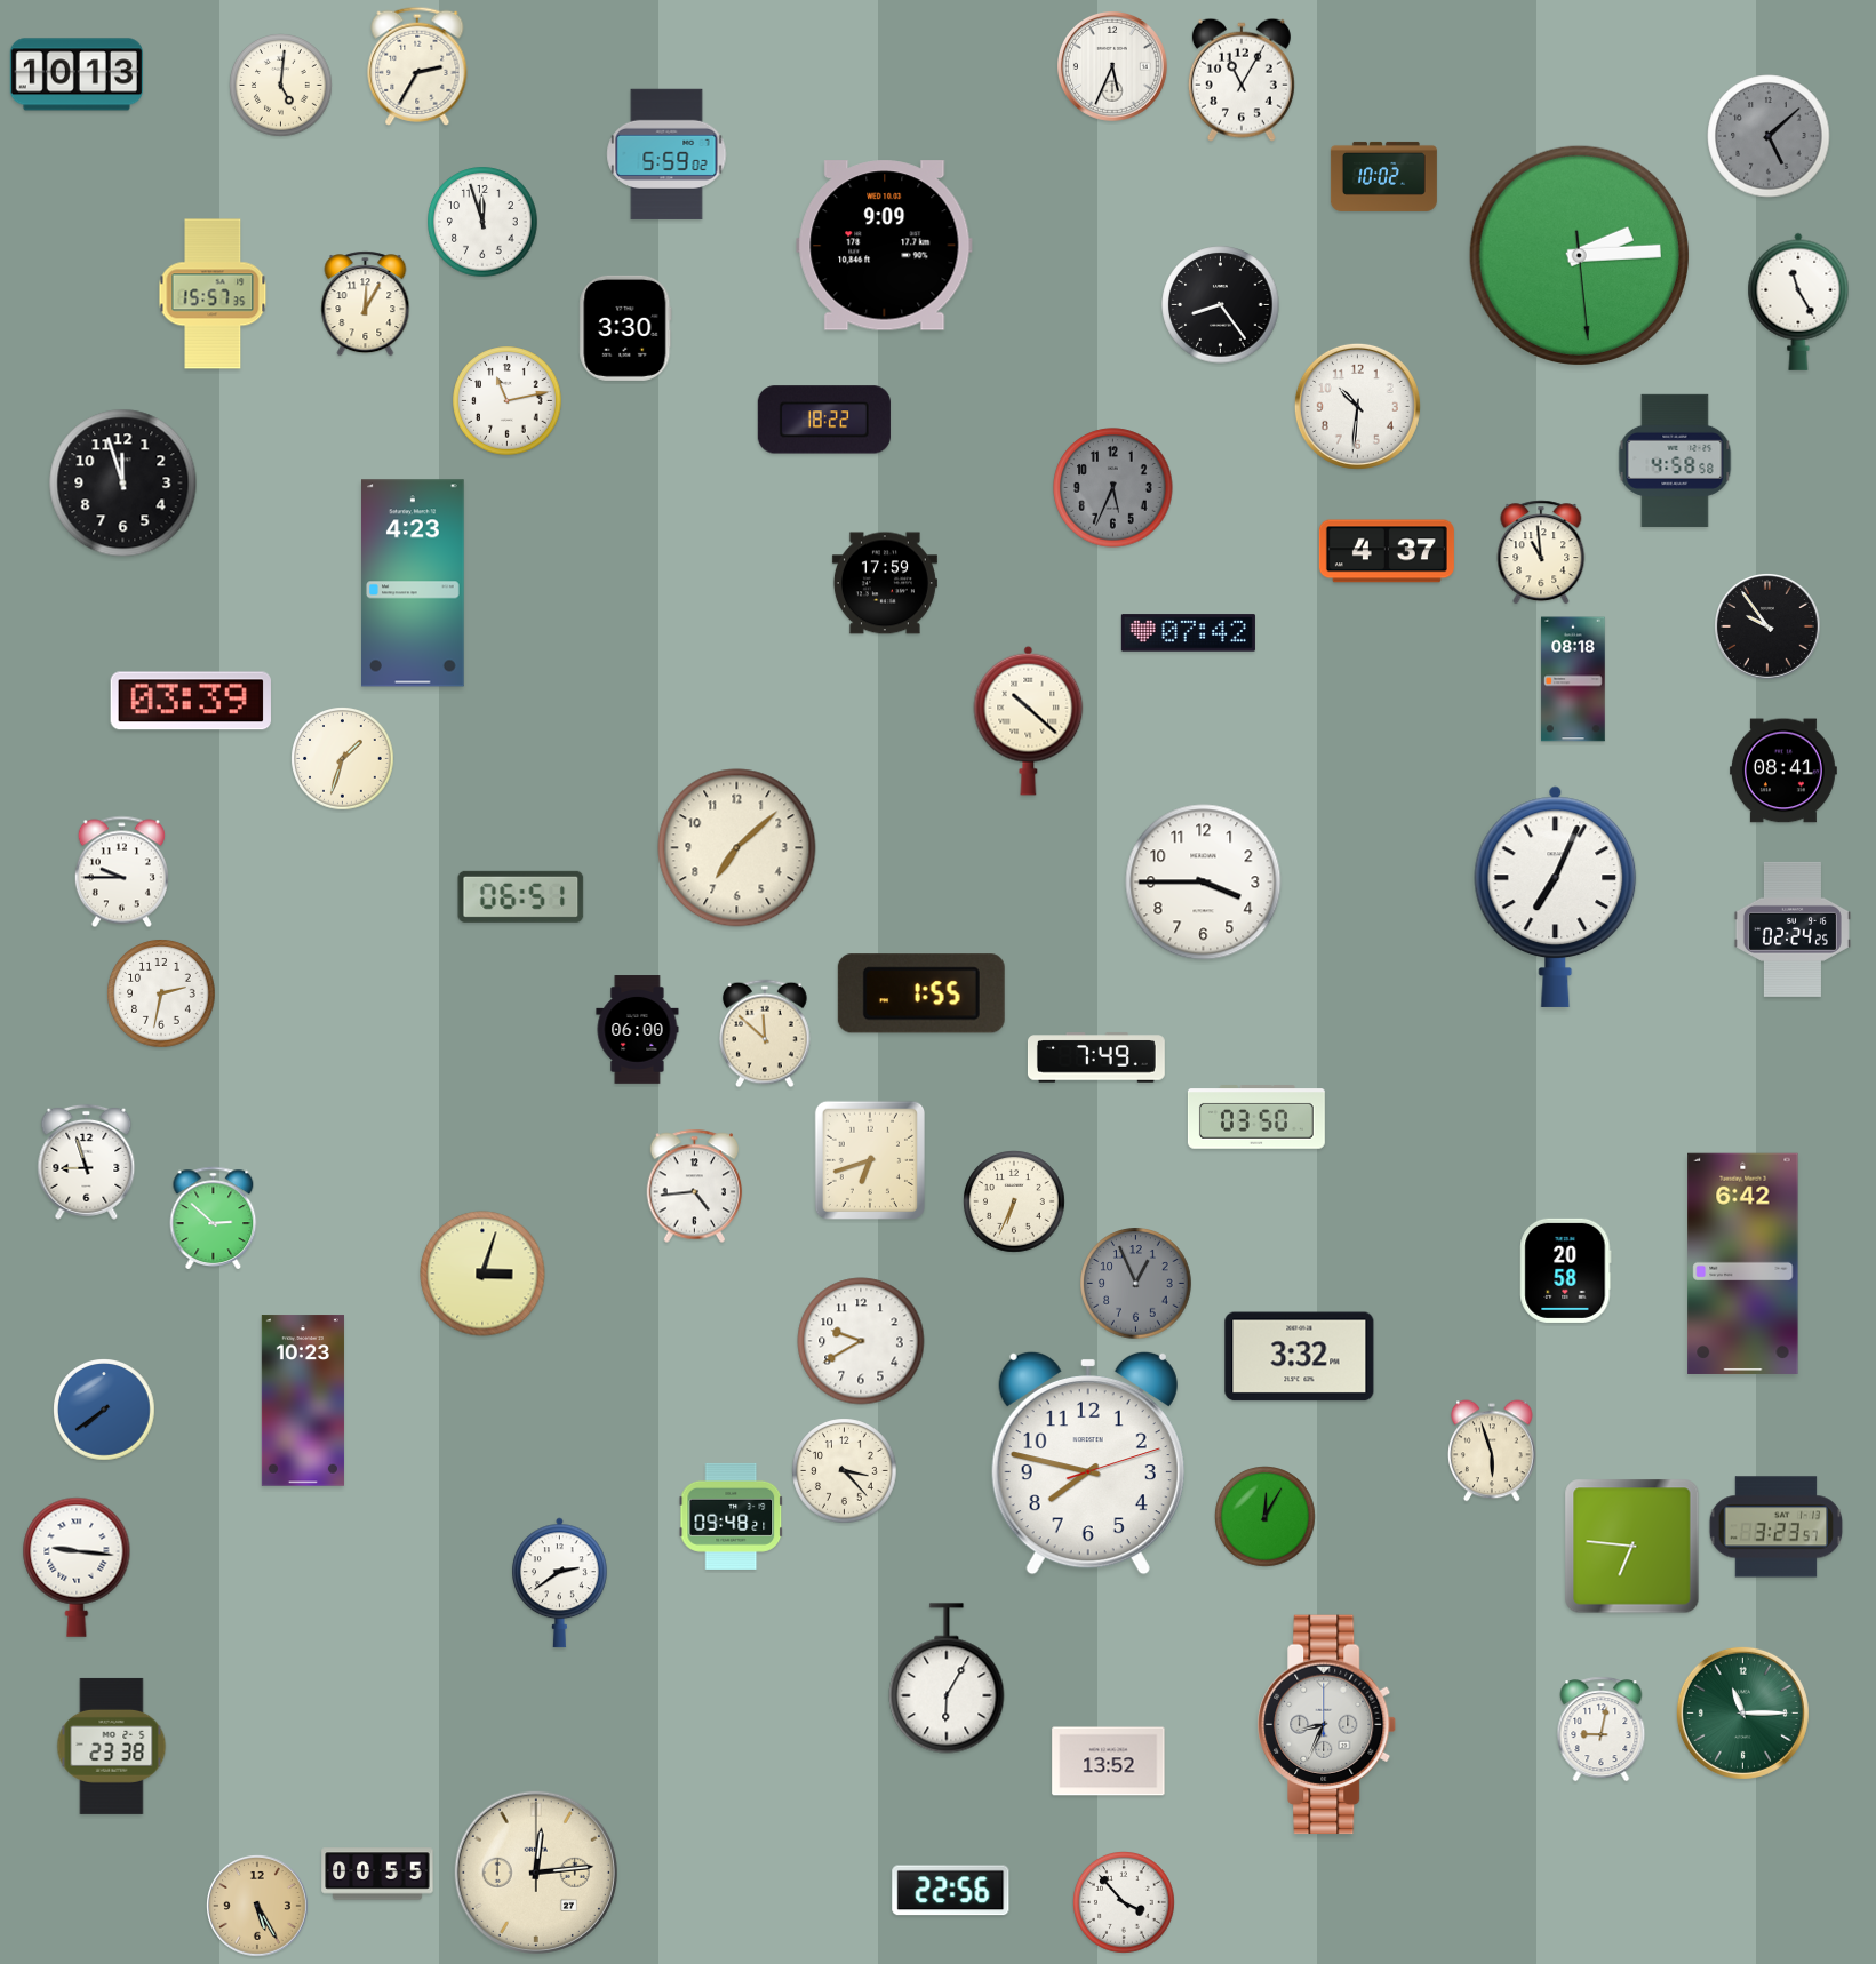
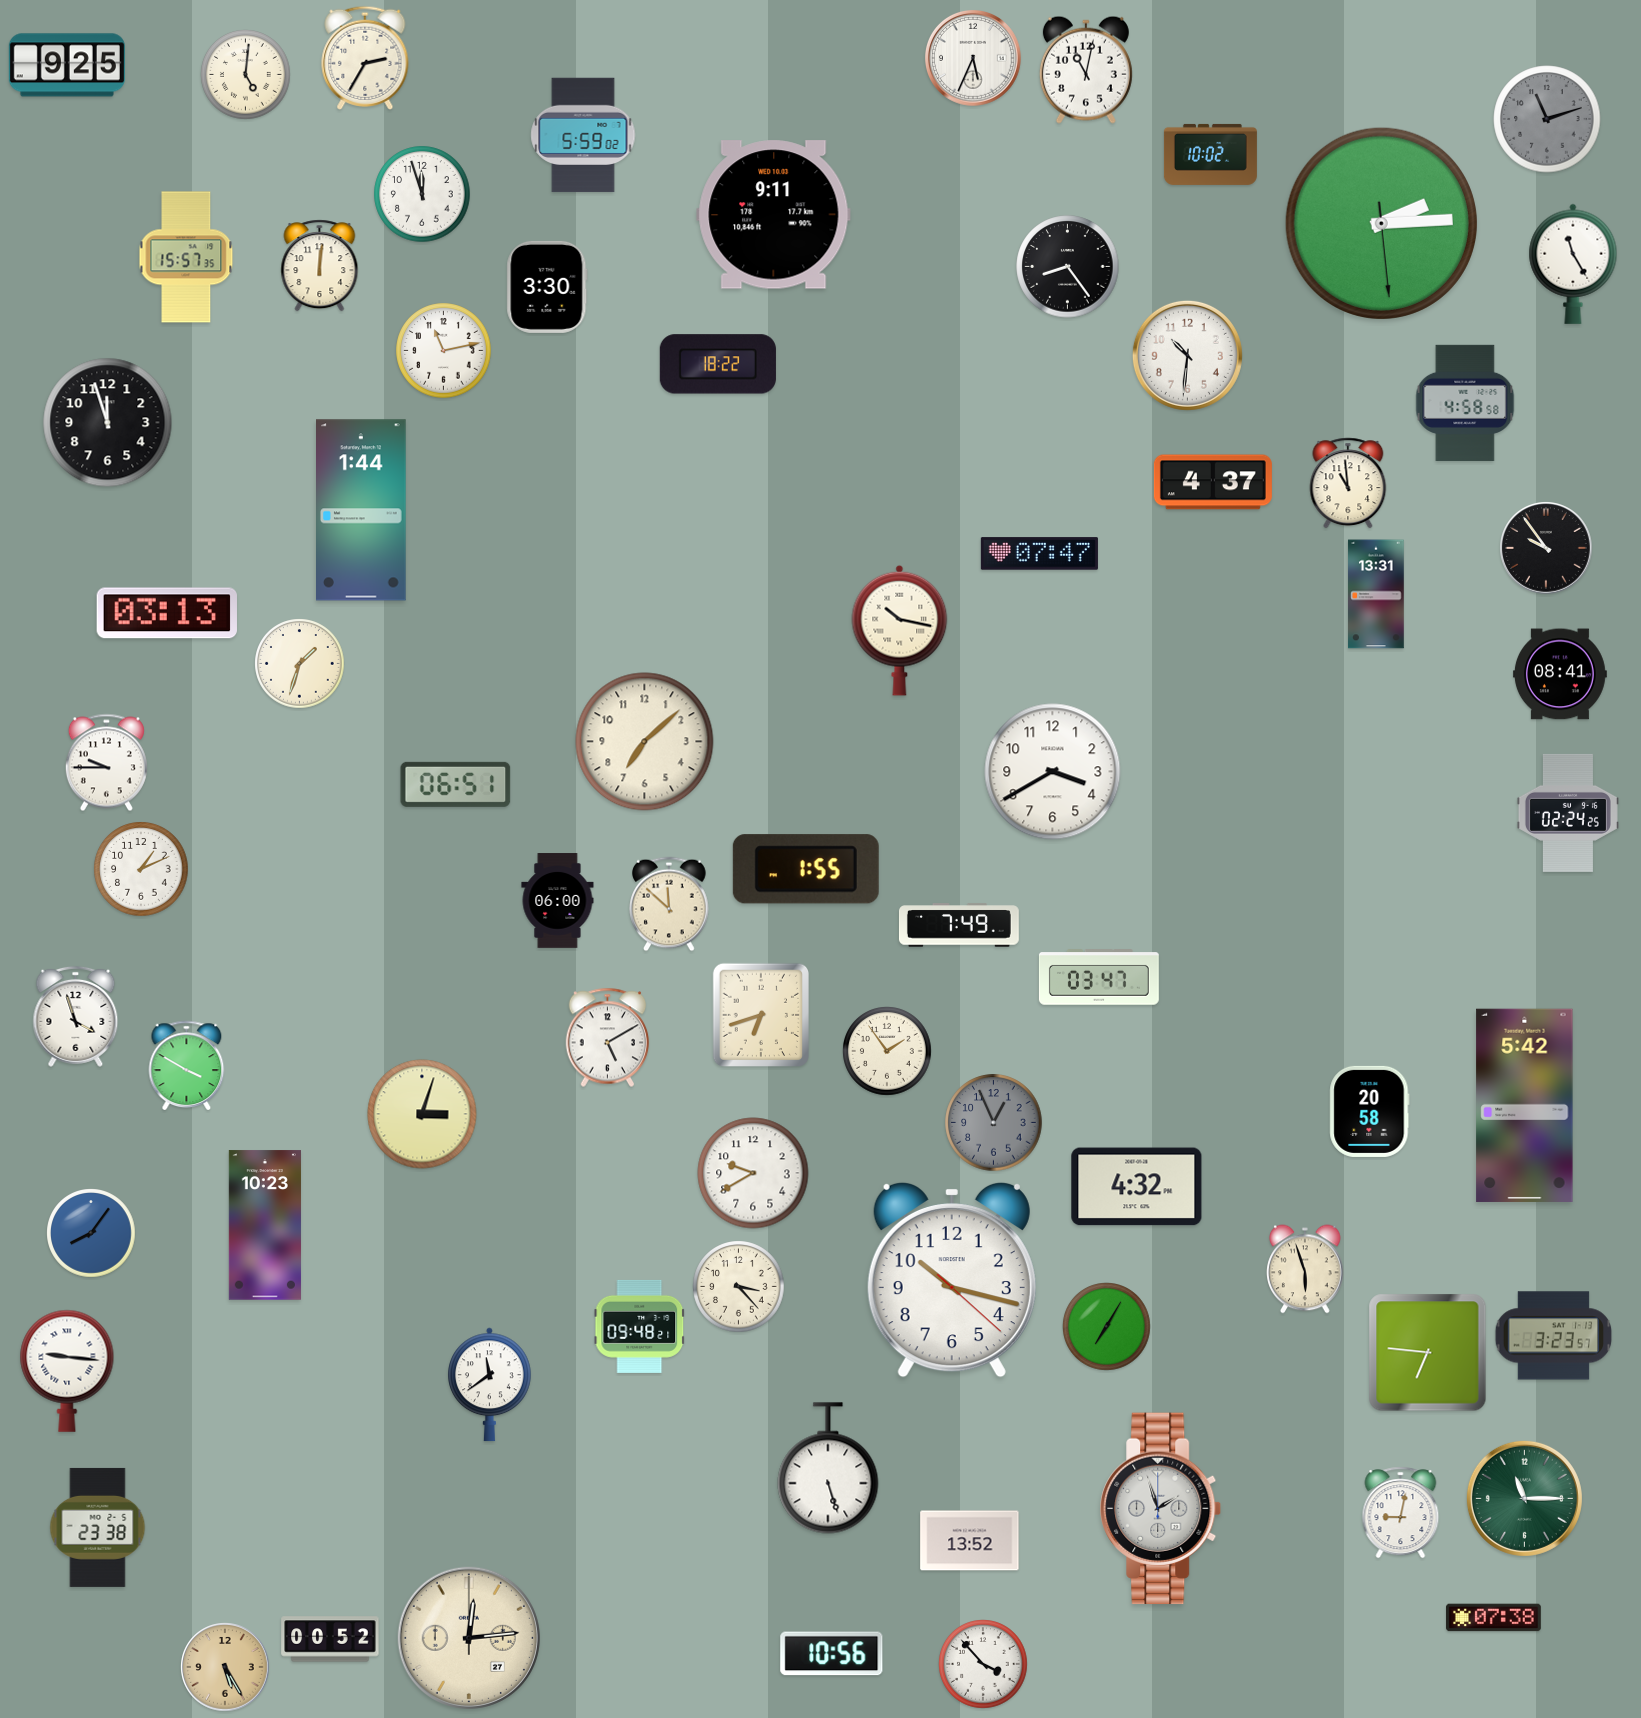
clock at (77, 74): 10:13 -> 9:25
clock at (1242, 80): 11:05 -> 11:02
clock at (1769, 136): 5:08 -> 11:12
clock at (885, 246): 9:09 -> 9:11
clock at (366, 304): 12:05 -> 12:01
clock at (824, 420) position: (824, 420) -> (718, 364)
clock at (1113, 488): 5:34 -> none
clock at (414, 583): 4:23 -> 1:44
clock at (885, 583): 17:59 -> none
clock at (1188, 633): 07:42 -> 07:47
clock at (1573, 679): 08:18 -> 13:31
clock at (191, 701): 03:39 -> 03:13
clock at (1029, 720): 10:22 -> 10:17
clock at (1204, 883): 3:45 -> 3:40
clock at (1556, 896): 7:04 -> none
clock at (161, 993): 2:32 -> 1:11
clock at (1256, 1117): 03:50 -> 03:47
clock at (87, 1161): 8:57 -> 3:57
clock at (695, 1187): 4:44 -> 5:10
clock at (1014, 1201): 6:34 -> 1:54
clock at (214, 1217): 2:52 -> 3:50
clock at (1743, 1263): 6:42 -> 5:42
clock at (1300, 1357): 3:32 -> 4:32
clock at (104, 1410): 7:39 -> 8:06
clock at (1088, 1463): 7:47 -> 10:17
clock at (1266, 1517): 12:05 -> 7:05
clock at (560, 1583): 2:39 -> 11:39
clock at (947, 1678): 6:05 -> 5:27
clock at (1327, 1725): 8:34 -> 1:57
clock at (1494, 1618): none -> 07:38
clock at (377, 1874): 00:55 -> 00:52
clock at (951, 1891): 22:56 -> 10:56
